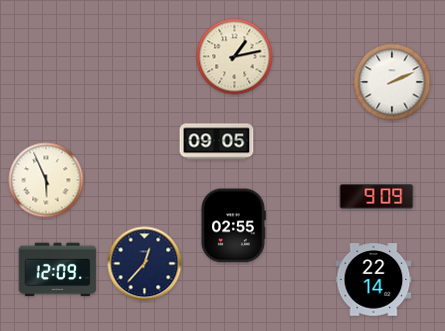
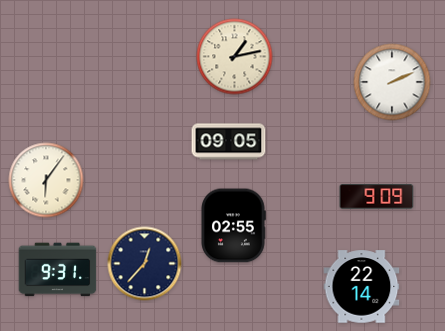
clock at (217, 142) position: (217, 142) -> (229, 142)
clock at (46, 180): 5:56 -> 6:06
clock at (58, 270): 12:09 -> 9:31
clock at (374, 280) position: (374, 280) -> (362, 287)
